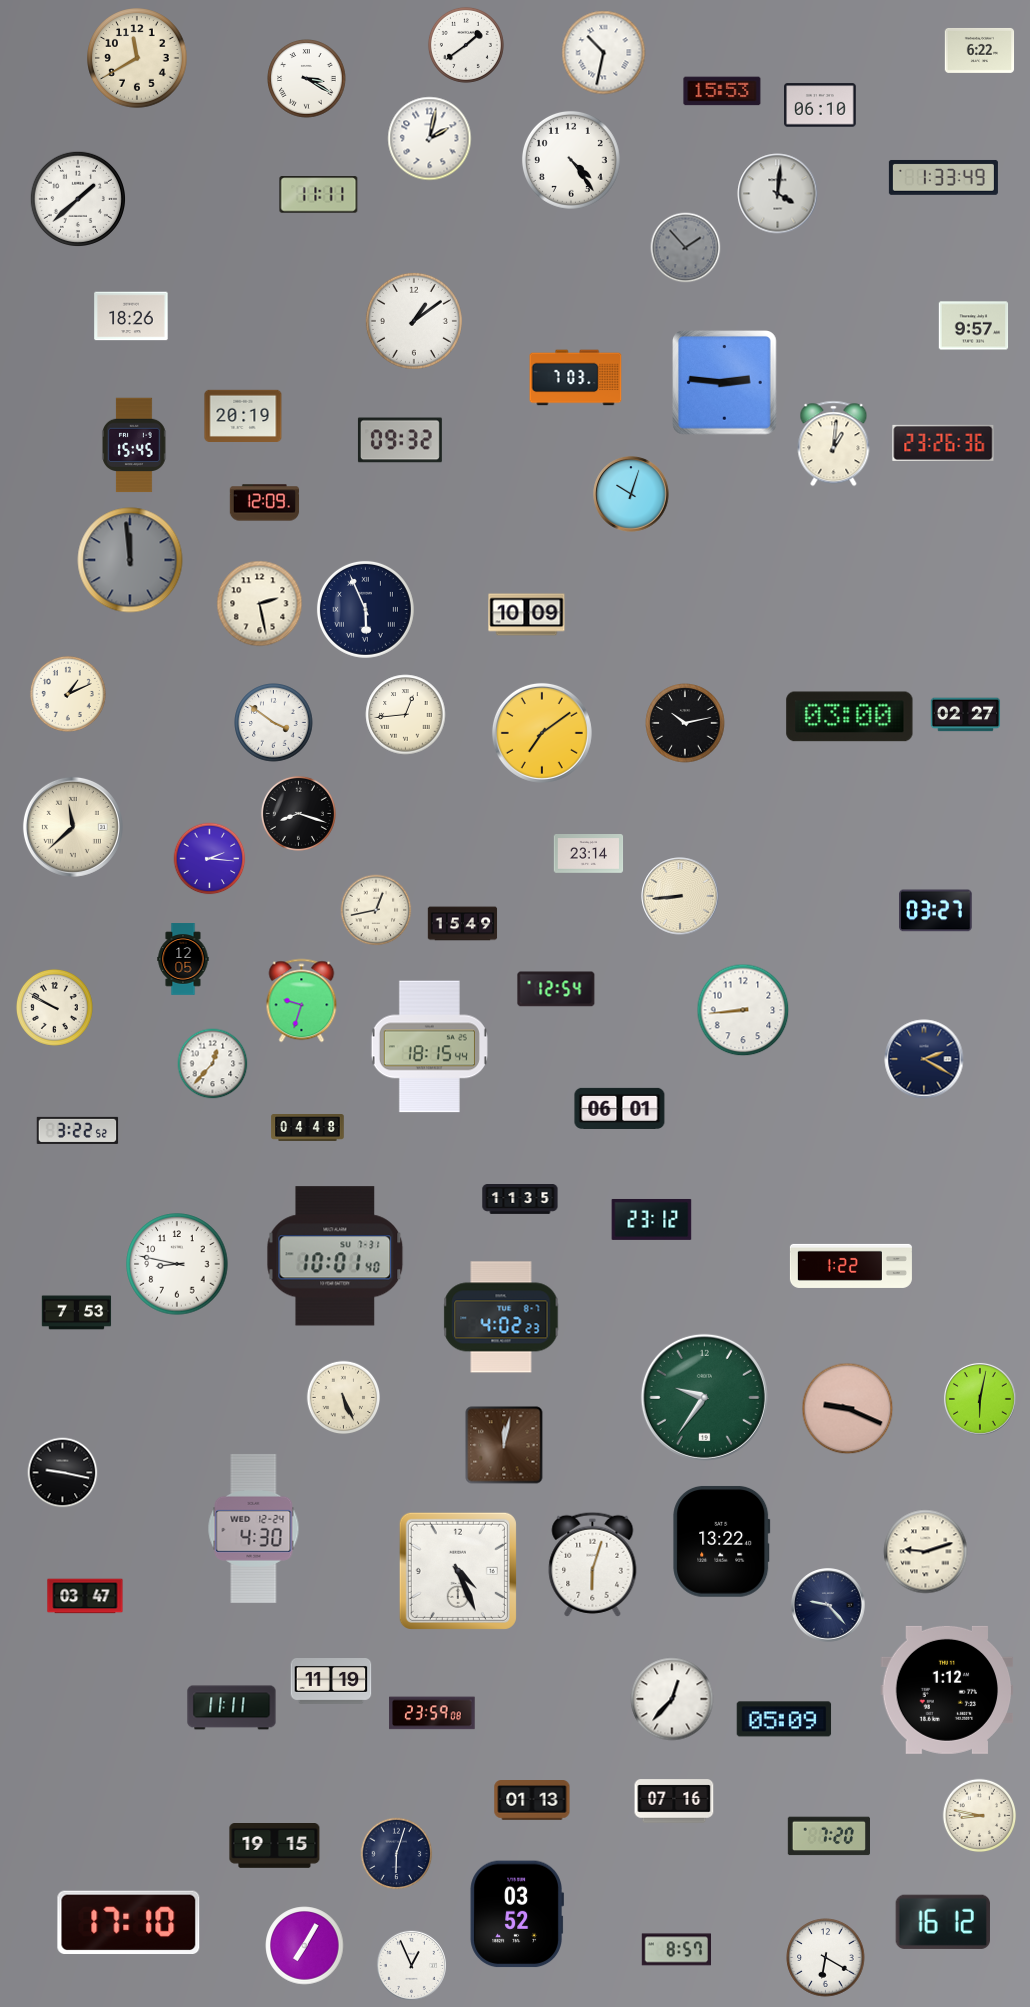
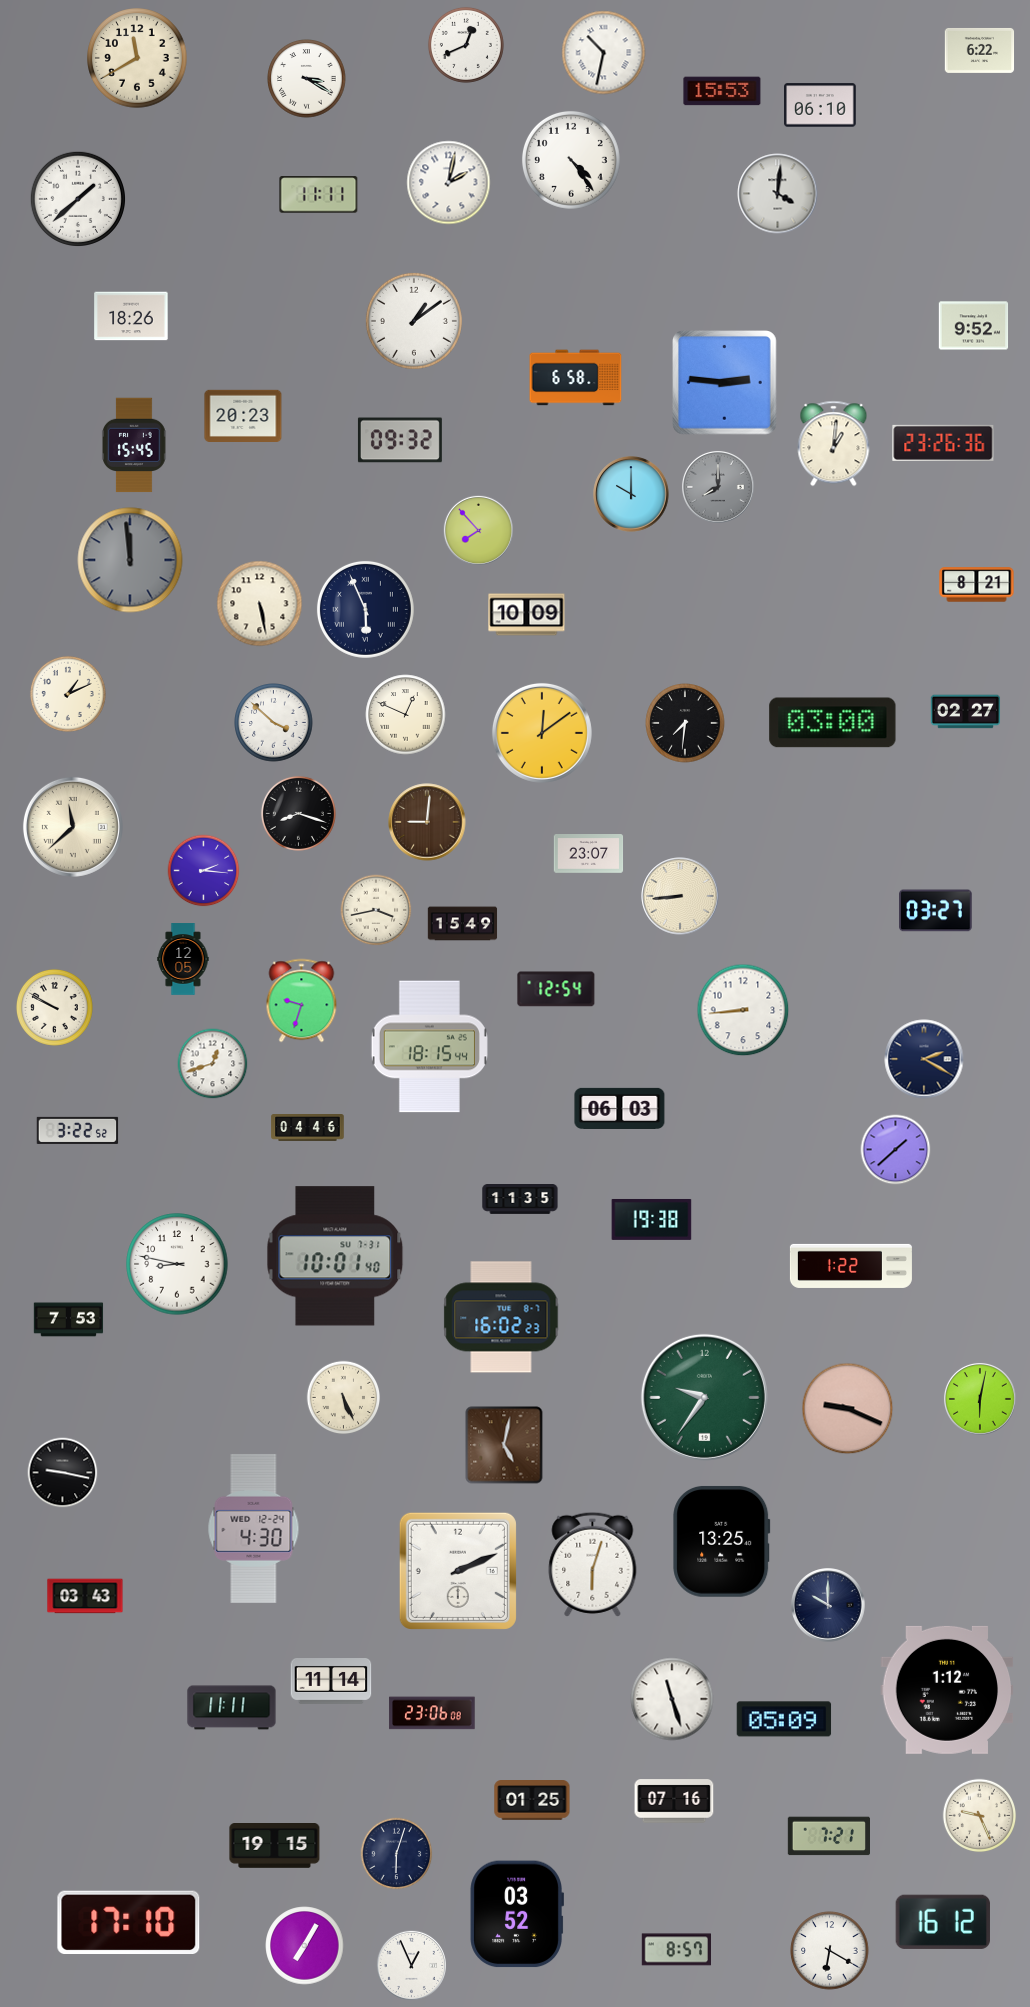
clock at (466, 45): 1:39 -> 12:41
clock at (430, 139) position: (430, 139) -> (449, 183)
clock at (943, 177): 1:33 -> none
clock at (686, 248): 1:53 -> none
clock at (974, 326): 9:57 -> 9:52
clock at (576, 378): 7:03 -> 6:58
clock at (243, 415): 20:19 -> 20:23
clock at (718, 487): none -> 8:00
clock at (631, 494): 10:03 -> 10:00
clock at (265, 503): 12:09 -> none
clock at (478, 530): none -> 7:53
clock at (977, 585): none -> 8:21
clock at (260, 604): 2:28 -> 5:28
clock at (406, 715): 12:44 -> 12:49
clock at (966, 715) position: (966, 715) -> (966, 712)
clock at (850, 717) position: (850, 717) -> (833, 723)
clock at (274, 723): 3:51 -> 3:52
clock at (685, 723): 10:13 -> 7:31
clock at (542, 733): 7:09 -> 12:09
clock at (427, 822): none -> 9:01
clock at (589, 854): 23:14 -> 23:07
clock at (210, 859) position: (210, 859) -> (204, 871)
clock at (376, 910): 12:43 -> 3:43
clock at (213, 1064): 12:37 -> 12:42
clock at (620, 1108): 06:01 -> 06:03
clock at (308, 1128): 04:48 -> 04:46
clock at (896, 1150): none -> 1:38
clock at (652, 1219): 23:12 -> 19:38
clock at (77, 1313) position: (77, 1313) -> (69, 1320)
clock at (501, 1317): 4:02 -> 16:02
clock at (504, 1445): 12:02 -> 5:02
clock at (722, 1541): 13:22 -> 13:25
clock at (926, 1552): 9:12 -> none
clock at (458, 1571): 4:26 -> 2:11
clock at (85, 1596): 03:47 -> 03:43
clock at (828, 1605): 9:23 -> 10:00
clock at (331, 1682): 11:19 -> 11:14
clock at (672, 1699): 12:37 -> 11:27
clock at (432, 1713): 23:59 -> 23:06
clock at (532, 1800): 01:13 -> 01:25
clock at (980, 1816): 8:47 -> 9:26
clock at (828, 1836): 7:20 -> 7:21
clock at (826, 1958) position: (826, 1958) -> (830, 1951)
